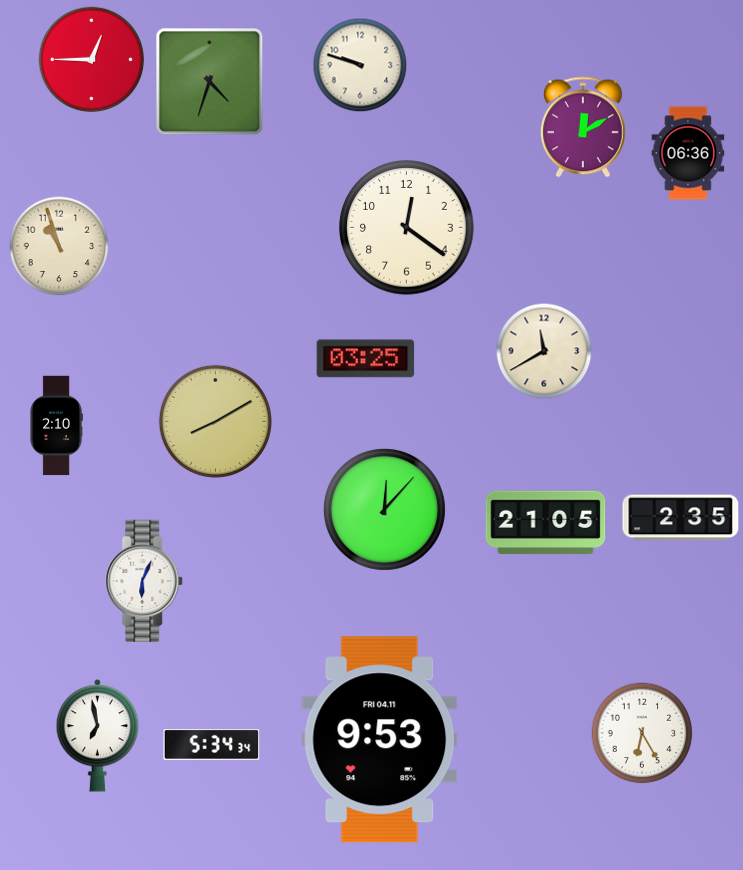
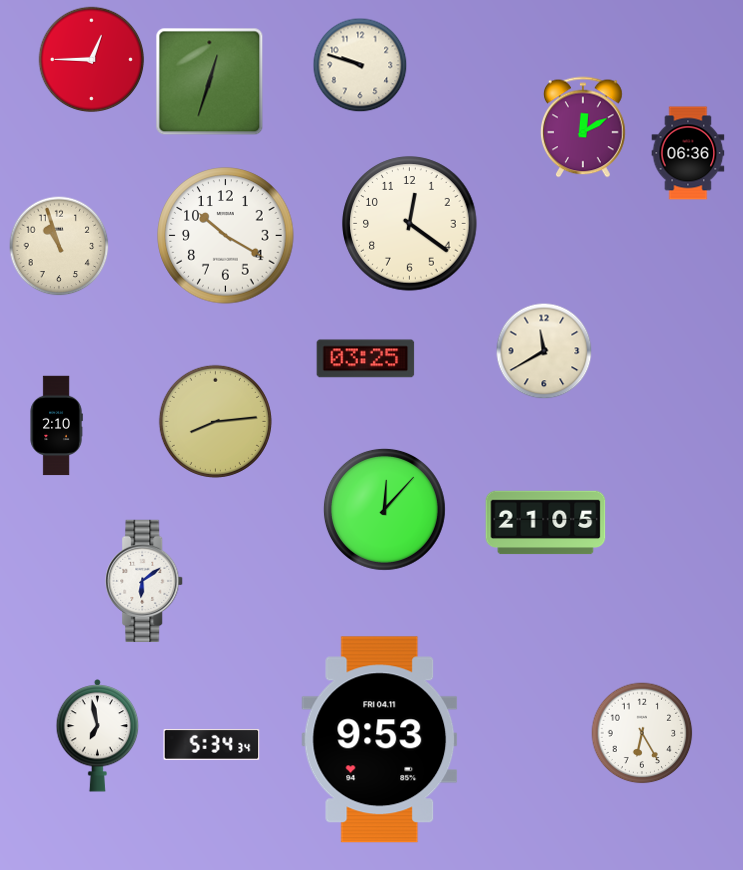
clock at (210, 82): 4:33 -> 12:33
clock at (407, 228) position: (407, 228) -> (410, 224)
clock at (226, 236): none -> 10:20
clock at (215, 421): 8:10 -> 8:14
clock at (681, 518): 2:35 -> none
clock at (145, 580): 6:04 -> 6:09
